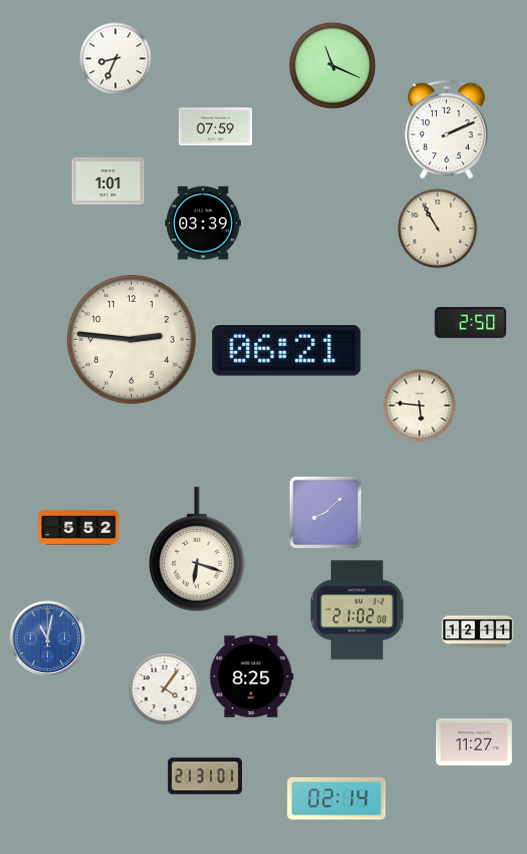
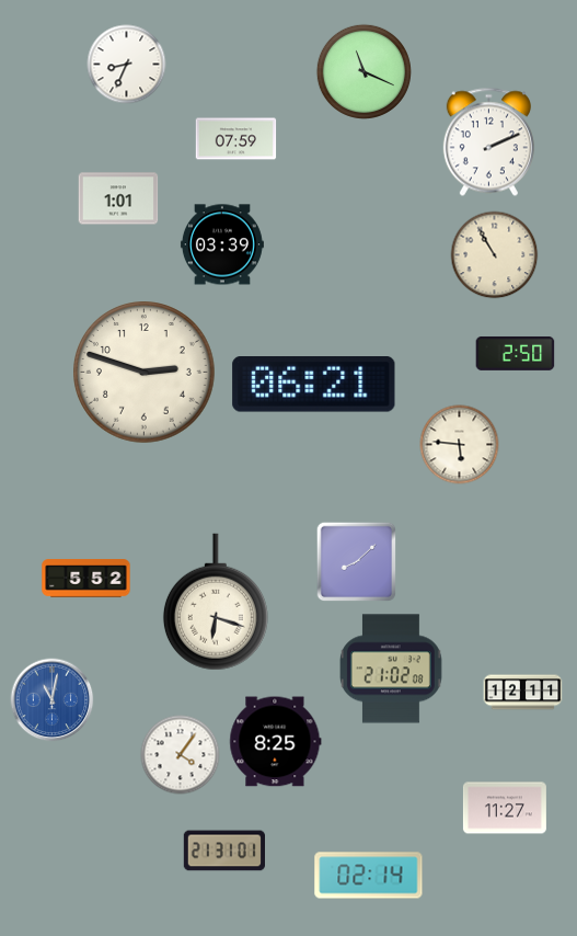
clock at (438, 229) position: (438, 229) -> (495, 255)
clock at (132, 340): 2:46 -> 2:48
clock at (474, 742) position: (474, 742) -> (505, 808)
